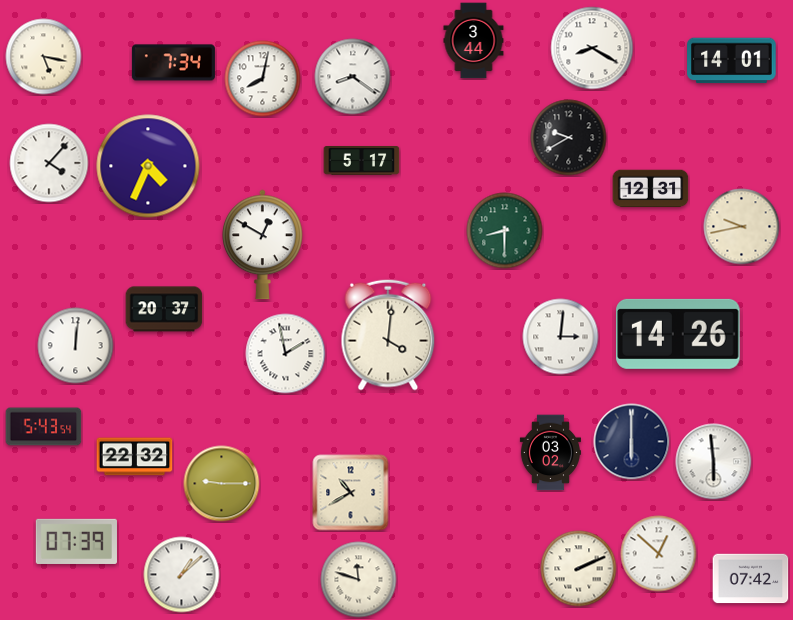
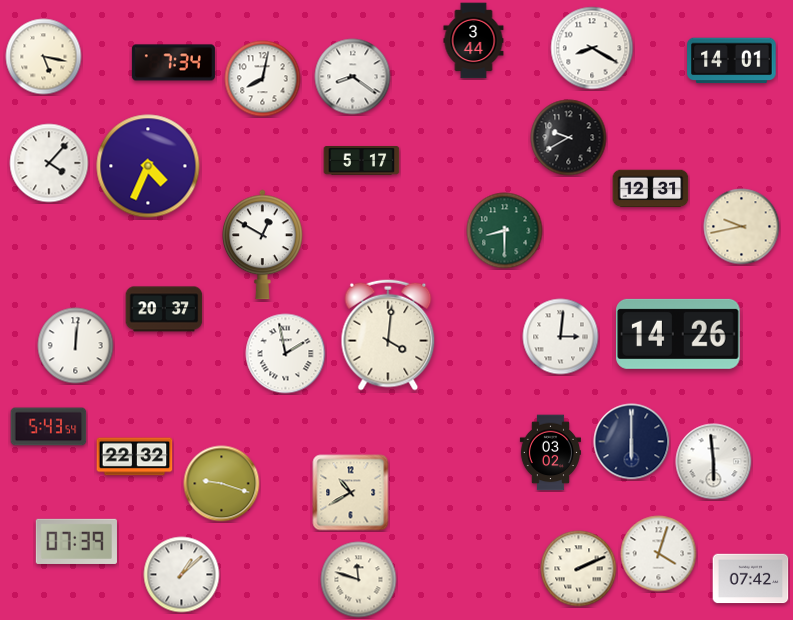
clock at (44, 427) position: (44, 427) -> (49, 427)
clock at (222, 484): 9:15 -> 9:18
clock at (659, 554): 12:52 -> 4:03
